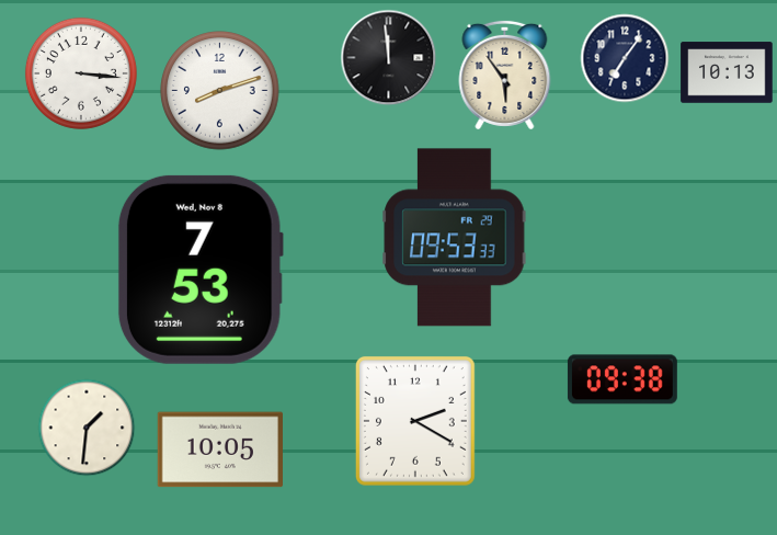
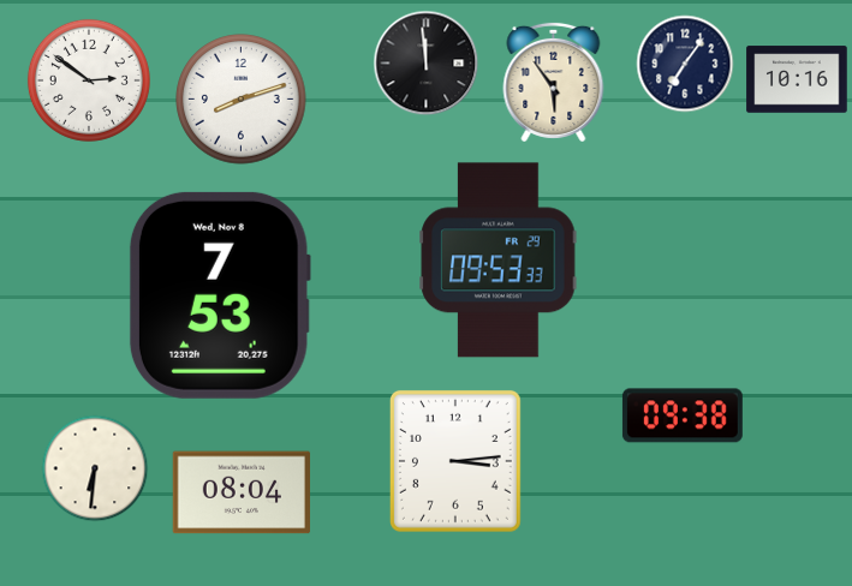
clock at (727, 72): 10:13 -> 10:16
clock at (81, 73): 3:16 -> 2:51
clock at (415, 421): 2:20 -> 3:14
clock at (87, 428): 1:31 -> 6:31
clock at (219, 449): 10:05 -> 08:04
